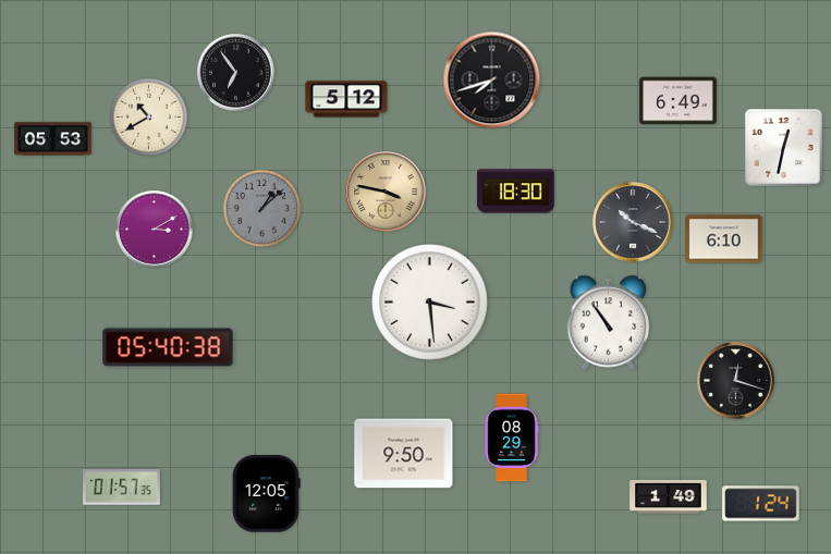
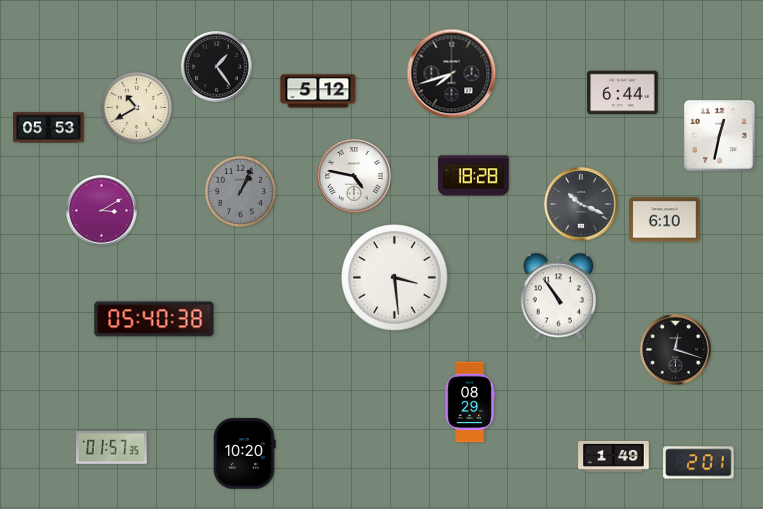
clock at (236, 73): 6:54 -> 1:24
clock at (679, 101): 6:49 -> 6:44
clock at (386, 192): 3:47 -> 4:47
clock at (386, 192) dial: champagne -> white
clock at (516, 192): 18:30 -> 18:28
clock at (261, 208): 1:08 -> 1:04
clock at (155, 230) position: (155, 230) -> (102, 211)
clock at (404, 454): 9:50 -> none
clock at (267, 494): 12:05 -> 10:20
clock at (761, 504): 1:24 -> 2:01
